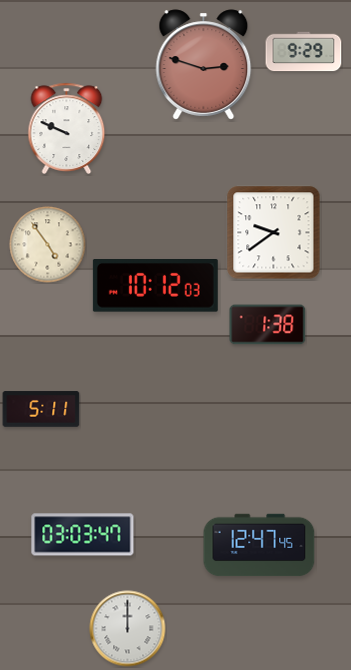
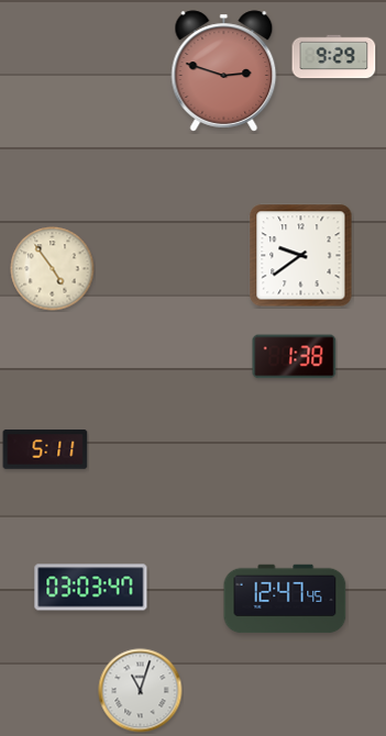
clock at (67, 128): 9:49 -> none
clock at (155, 286): 10:12 -> none
clock at (128, 629): 12:00 -> 11:03
